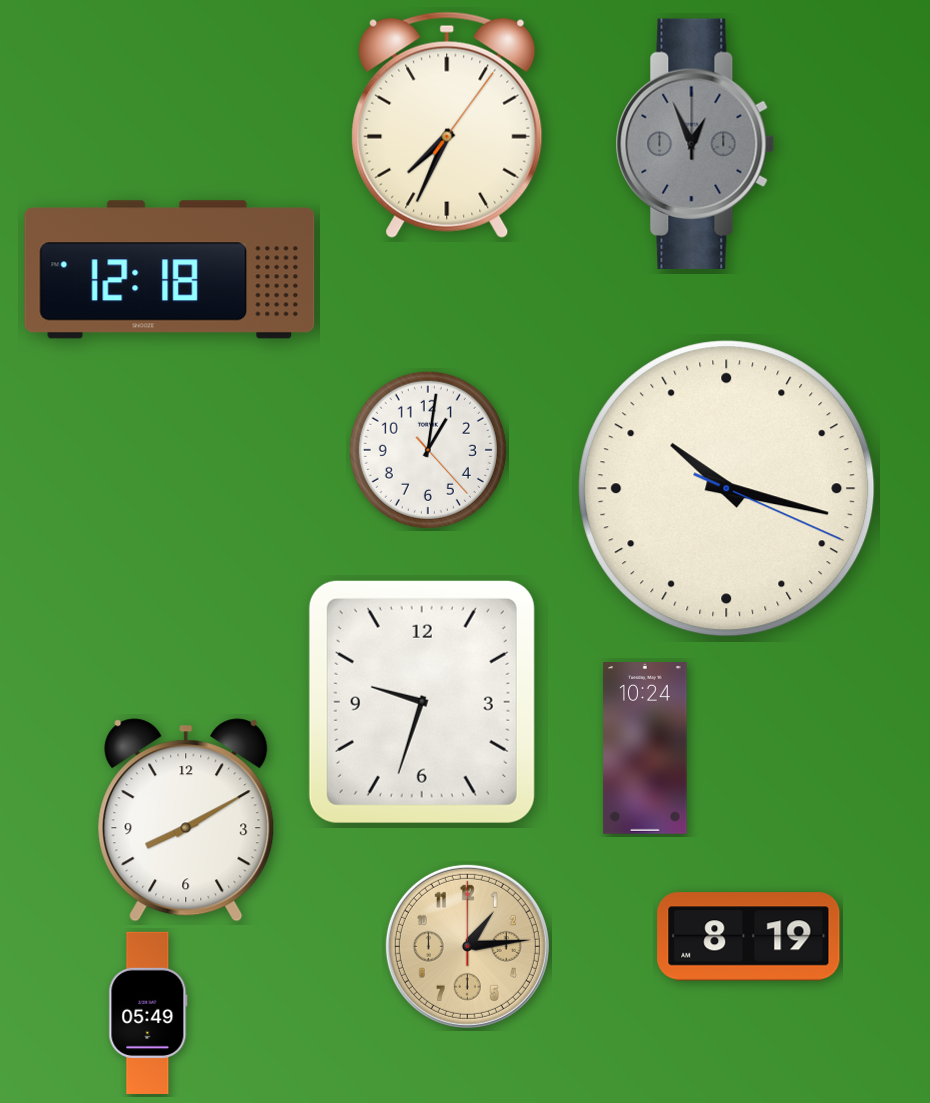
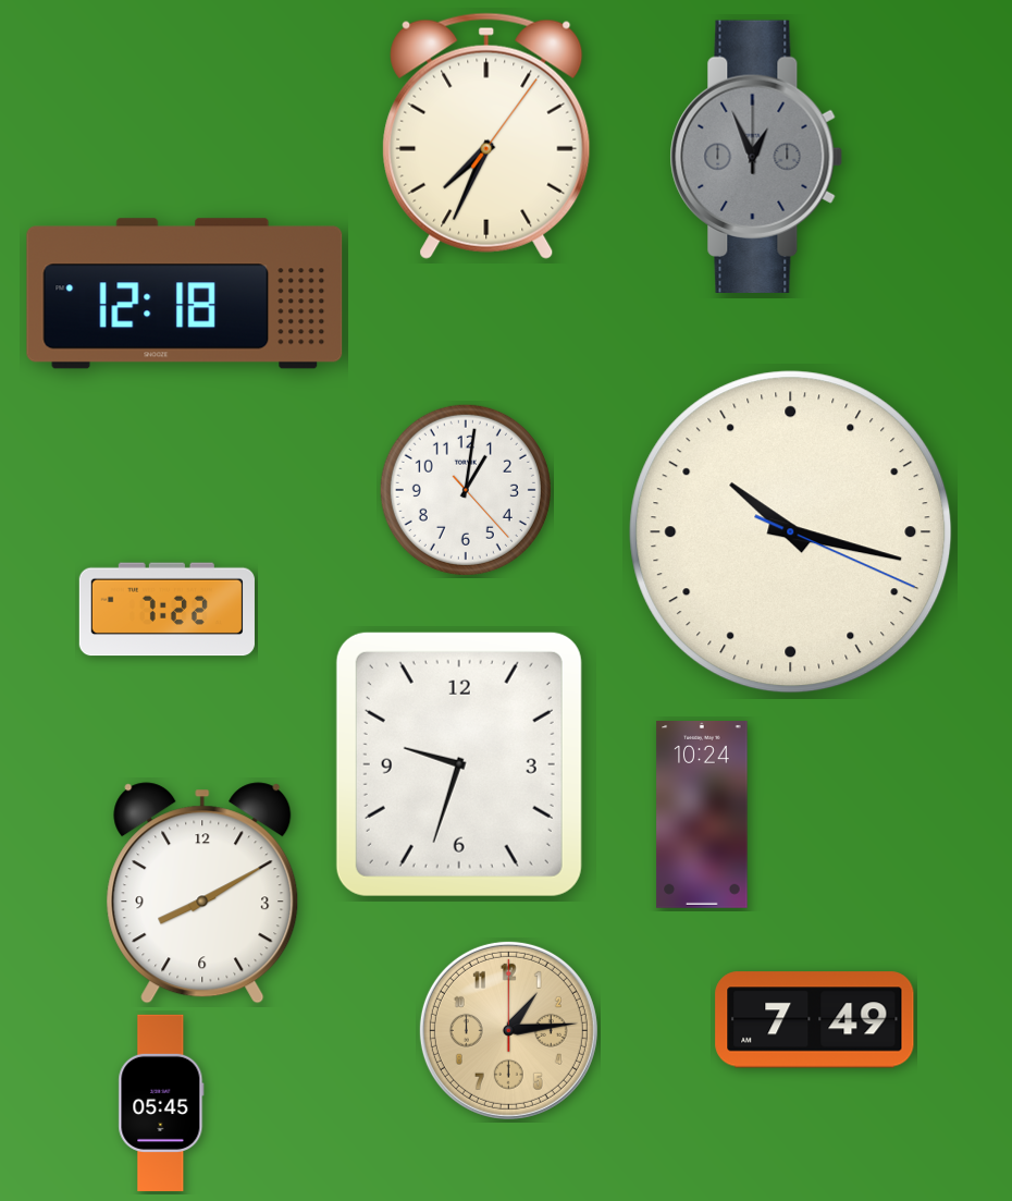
clock at (166, 610): none -> 7:22
clock at (749, 937): 8:19 -> 7:49
clock at (148, 1013): 05:49 -> 05:45
